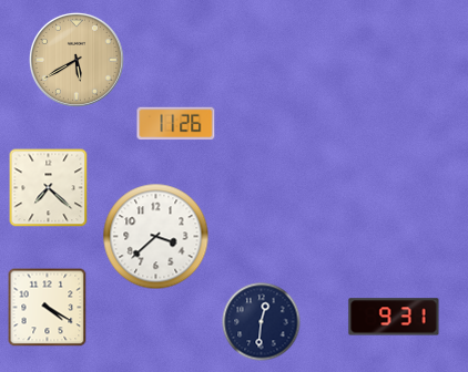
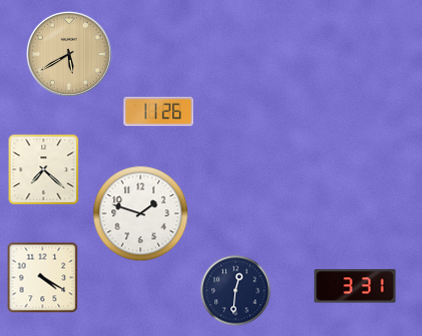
clock at (156, 237): 3:38 -> 1:48
clock at (394, 317): 9:31 -> 3:31
